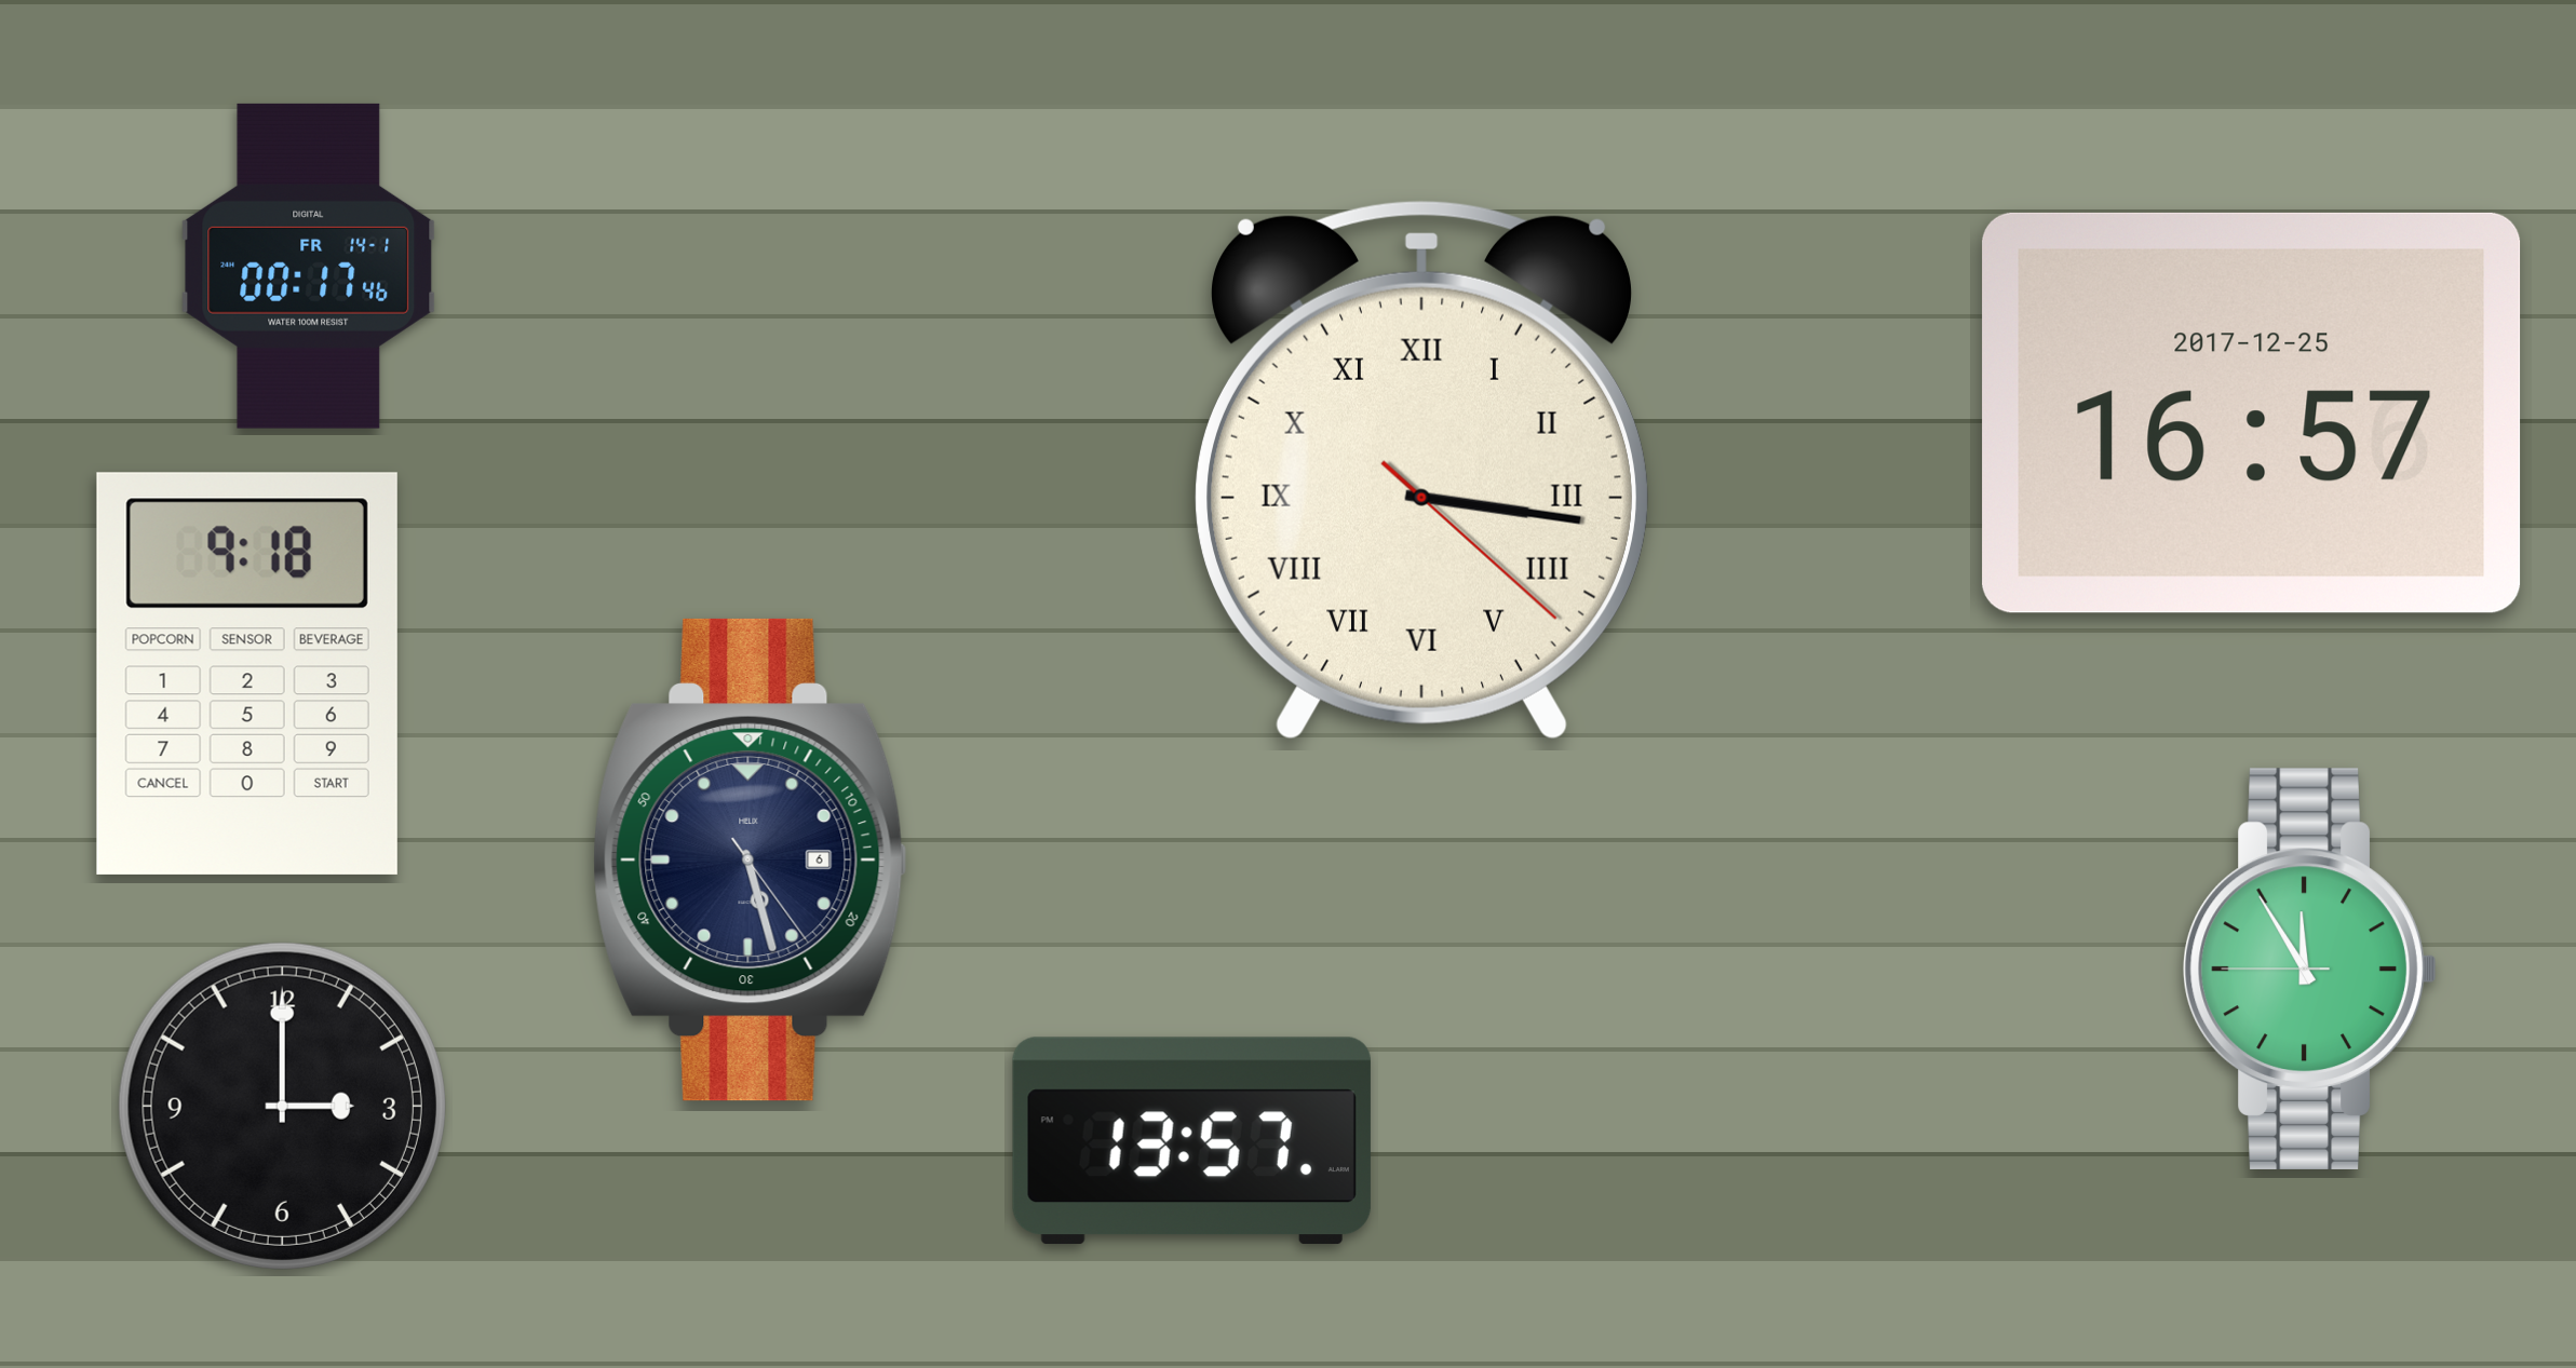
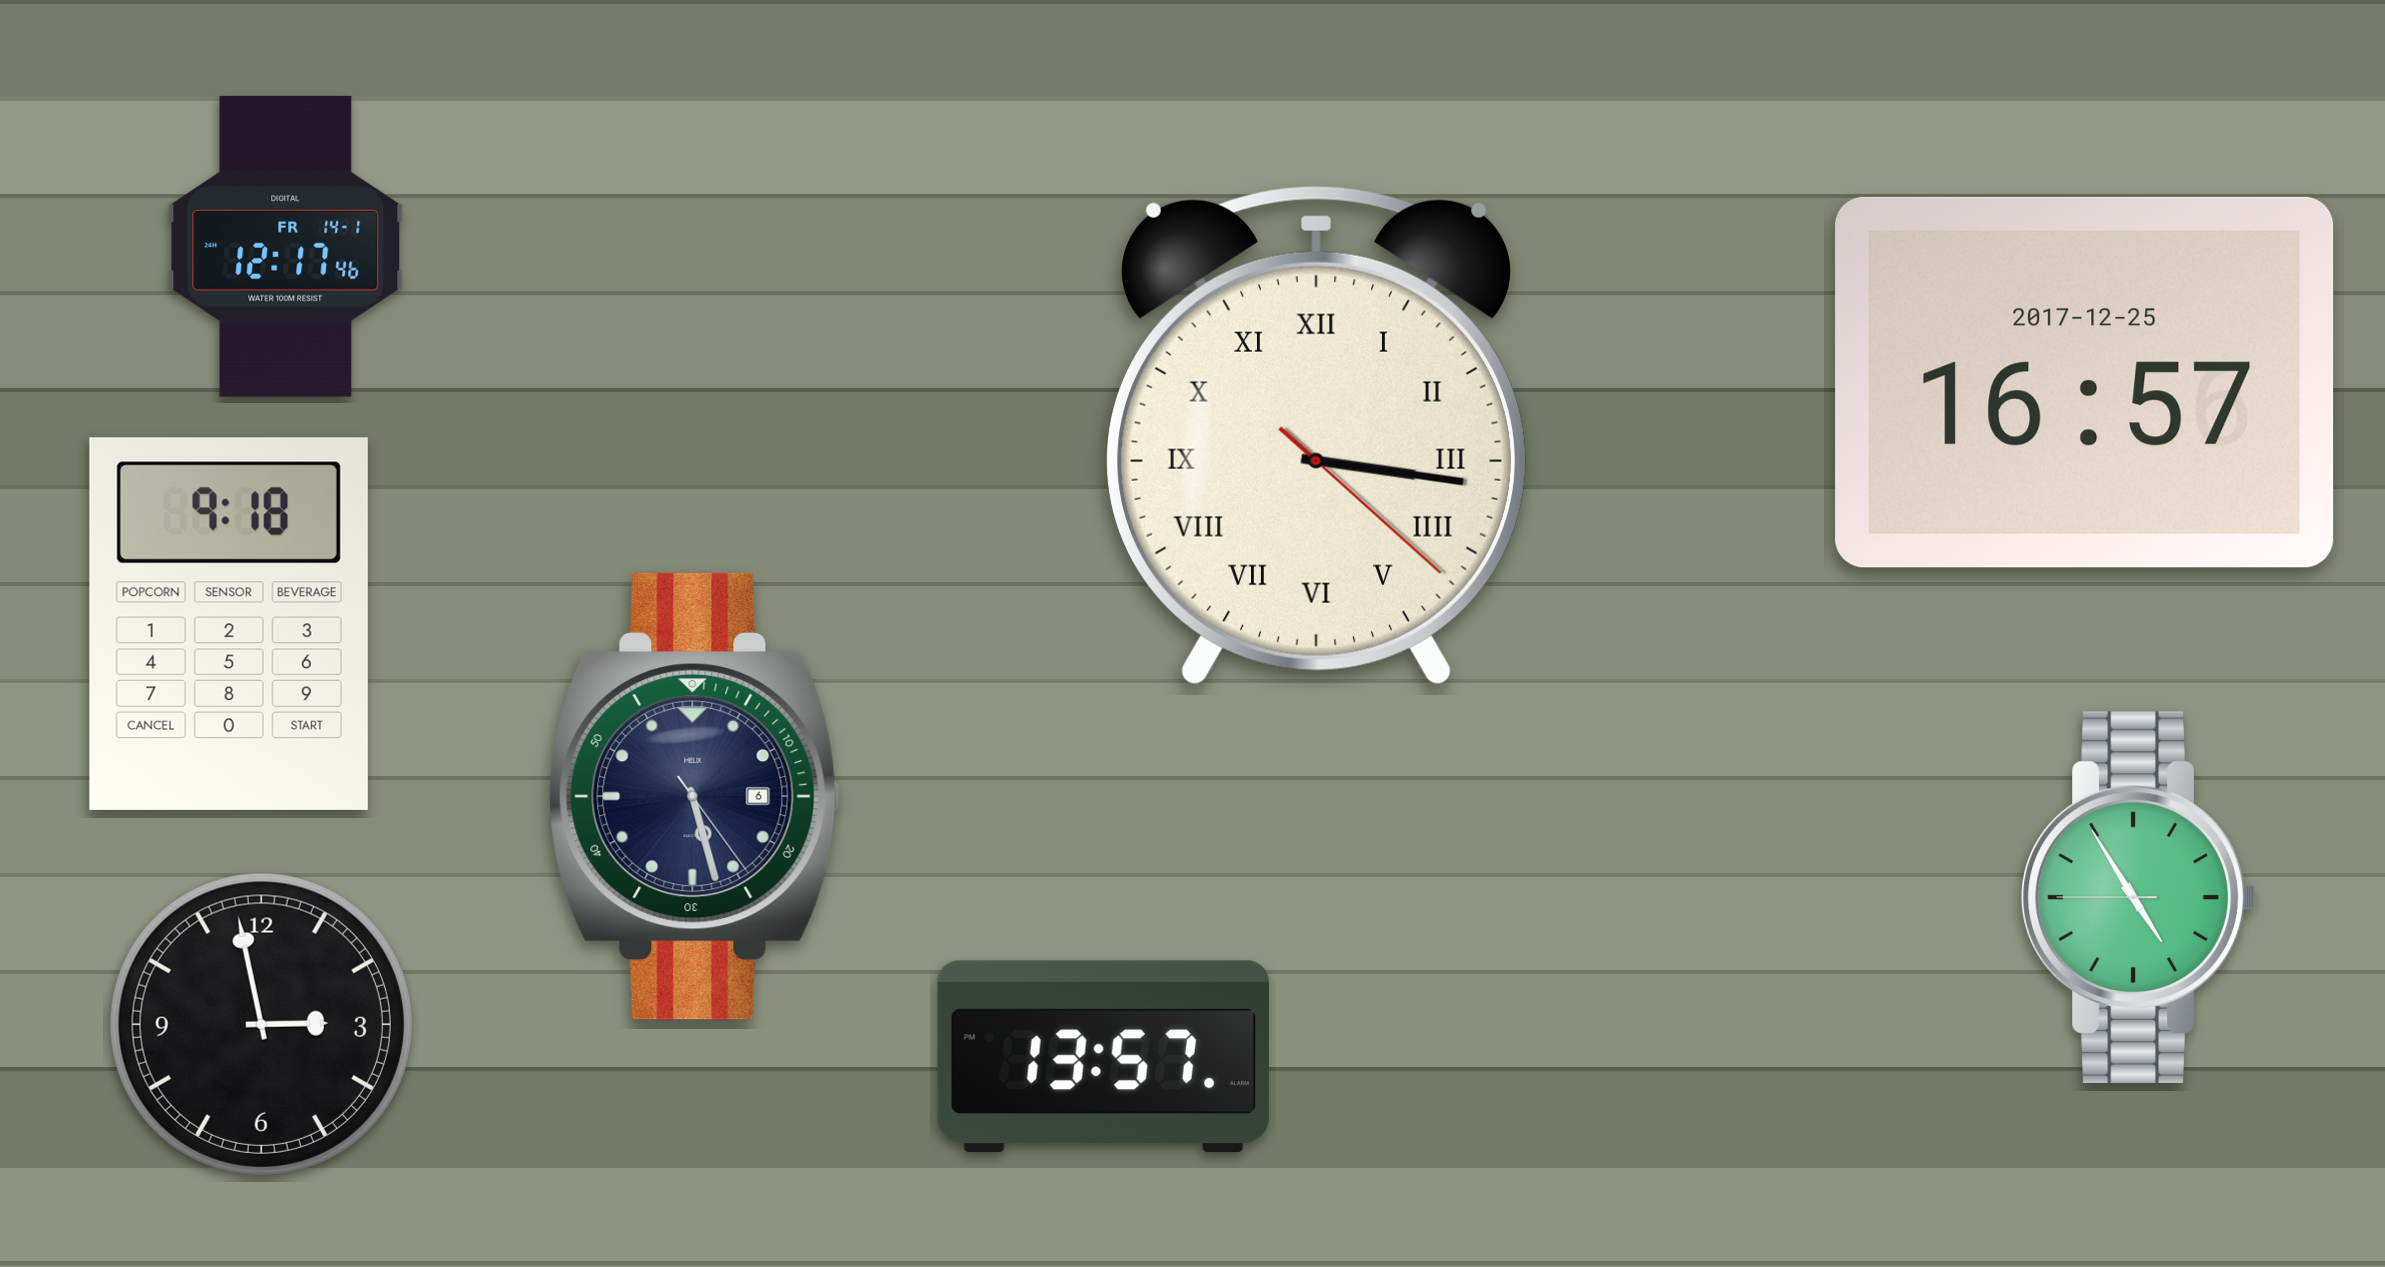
clock at (309, 266): 00:17 -> 12:17
clock at (2310, 969): 11:54 -> 4:54
clock at (282, 1106): 3:00 -> 2:58
